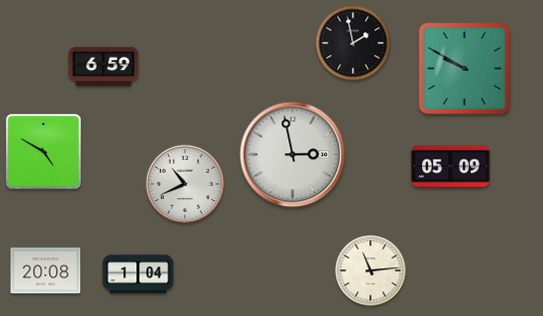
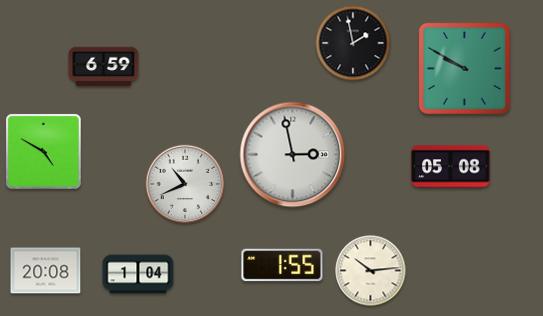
clock at (451, 167): 05:09 -> 05:08
clock at (282, 265): none -> 1:55
clock at (371, 271): 11:14 -> 10:14
